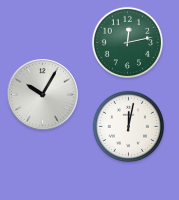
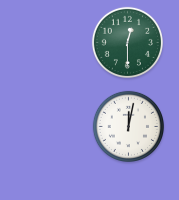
clock at (127, 42): 12:13 -> 12:30
clock at (43, 95): 10:05 -> none
